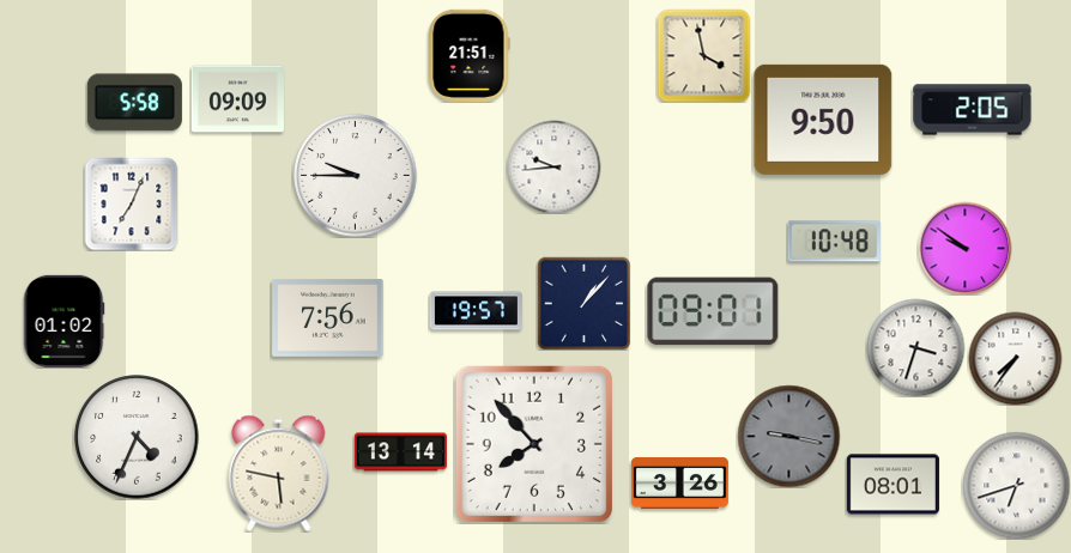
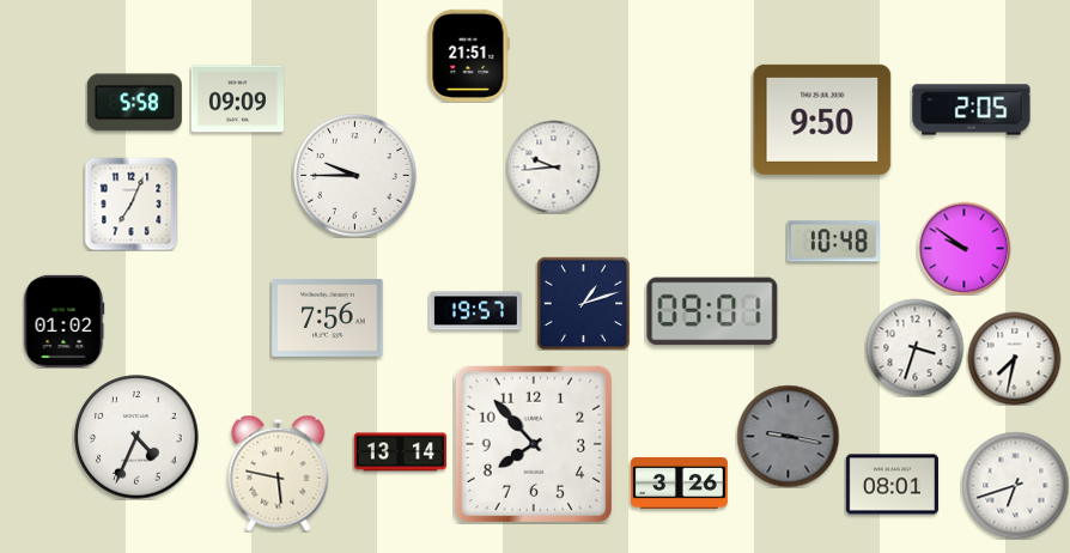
clock at (703, 55): 3:58 -> none
clock at (583, 303): 1:07 -> 1:12
clock at (1015, 358): 7:36 -> 7:32
